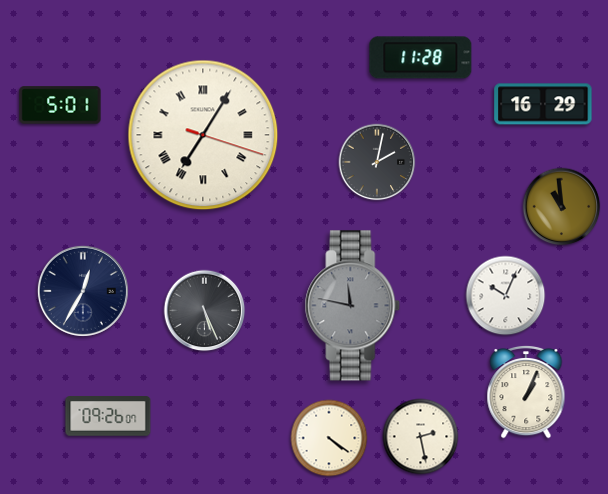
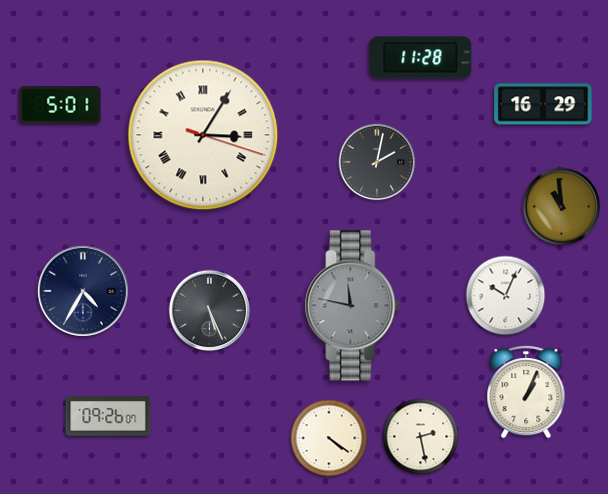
clock at (203, 135): 7:05 -> 3:05
clock at (83, 291): 12:35 -> 4:35
clock at (205, 311) position: (205, 311) -> (210, 311)
